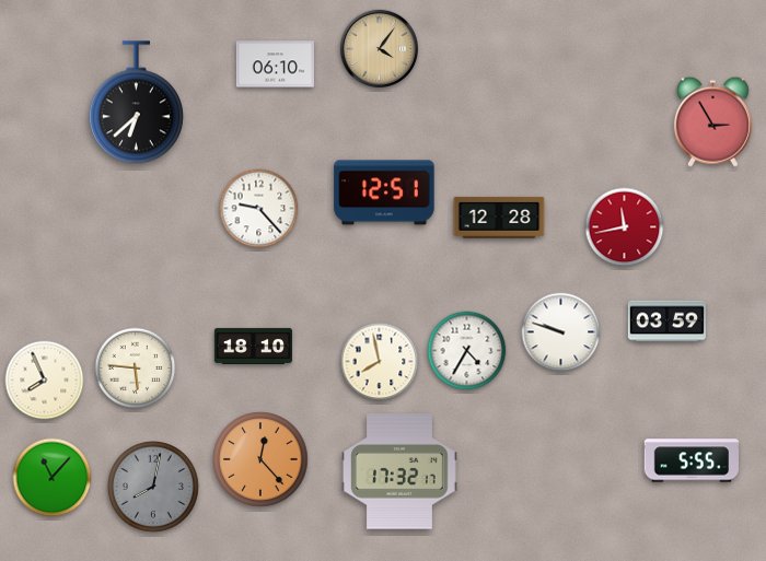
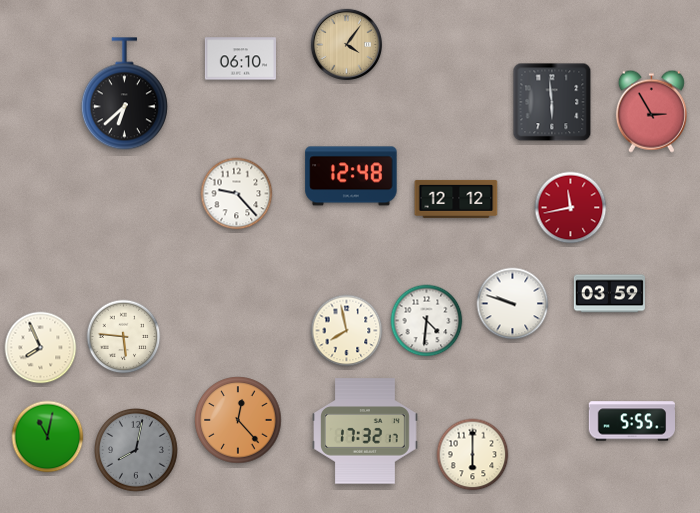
clock at (275, 65) position: (275, 65) -> (240, 59)
clock at (552, 102): none -> 5:59
clock at (384, 192): 12:51 -> 12:48
clock at (259, 209) position: (259, 209) -> (237, 194)
clock at (499, 218): 12:28 -> 12:12
clock at (253, 346): 18:10 -> none
clock at (467, 351): 4:35 -> 4:31
clock at (53, 478): 11:07 -> 11:02
clock at (154, 488) position: (154, 488) -> (137, 451)
clock at (473, 455): none -> 6:00
